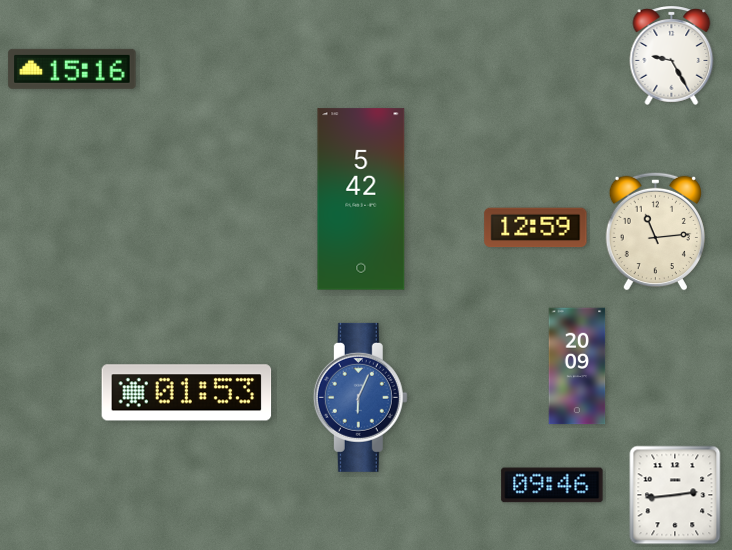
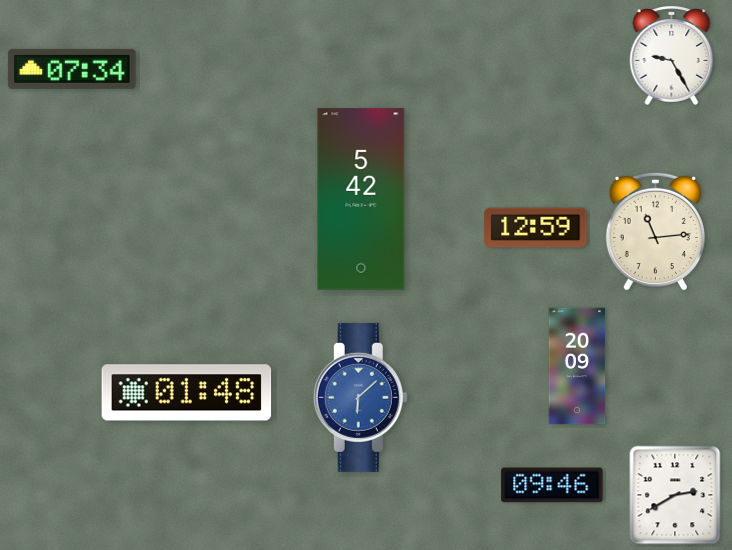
clock at (72, 69): 15:16 -> 07:34
clock at (187, 393): 01:53 -> 01:48
clock at (360, 397): 6:04 -> 6:08
clock at (675, 495): 2:44 -> 2:40
